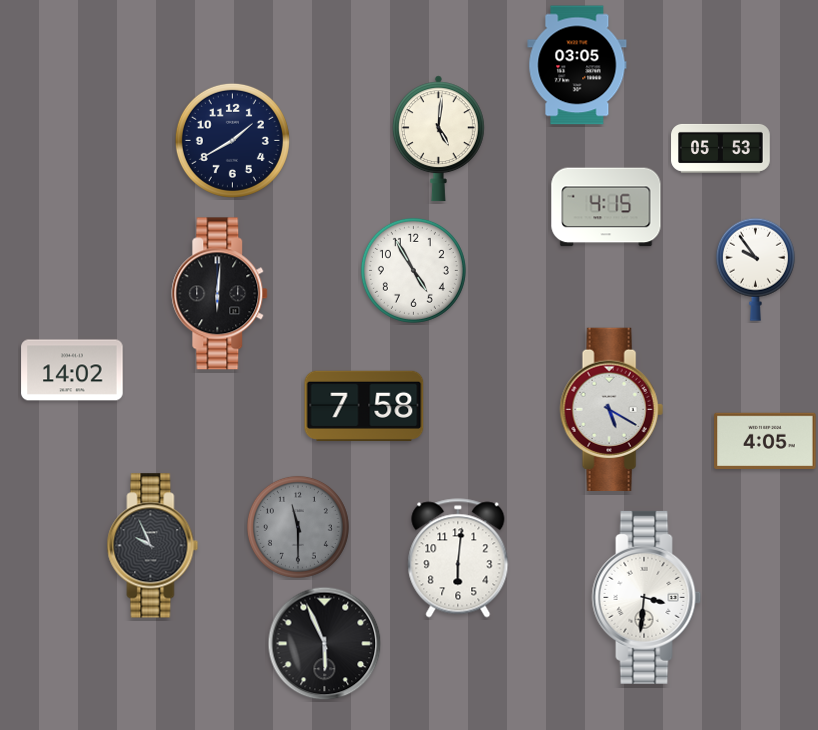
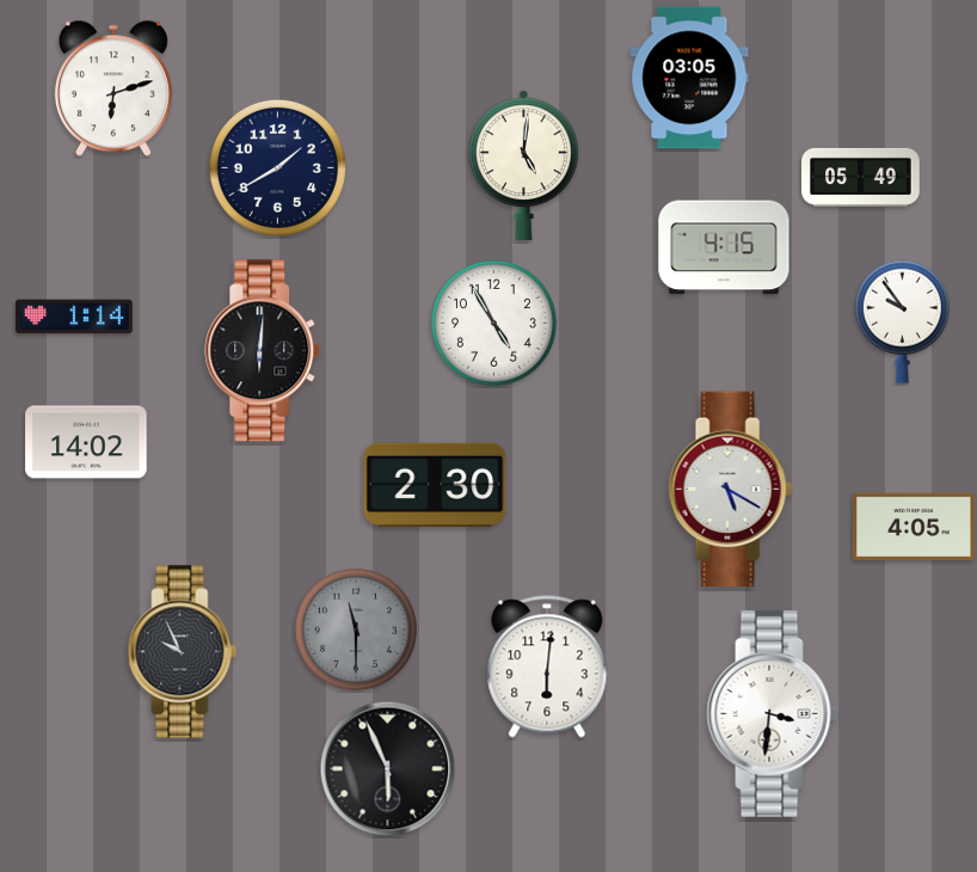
clock at (113, 88): none -> 6:12
clock at (721, 148): 05:53 -> 05:49
clock at (74, 317): none -> 1:14
clock at (364, 405): 7:58 -> 2:30
